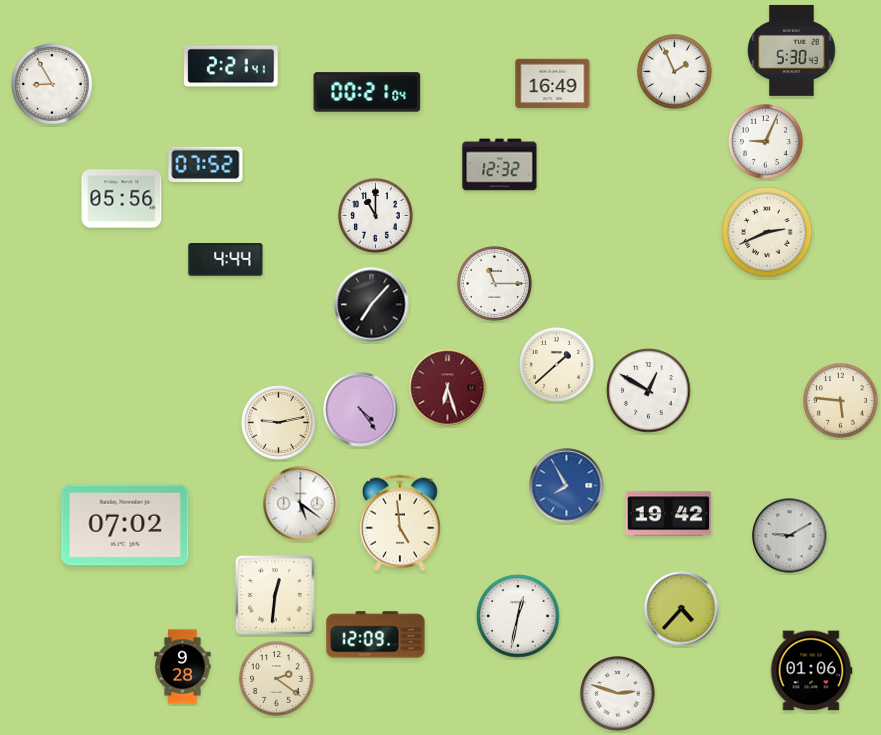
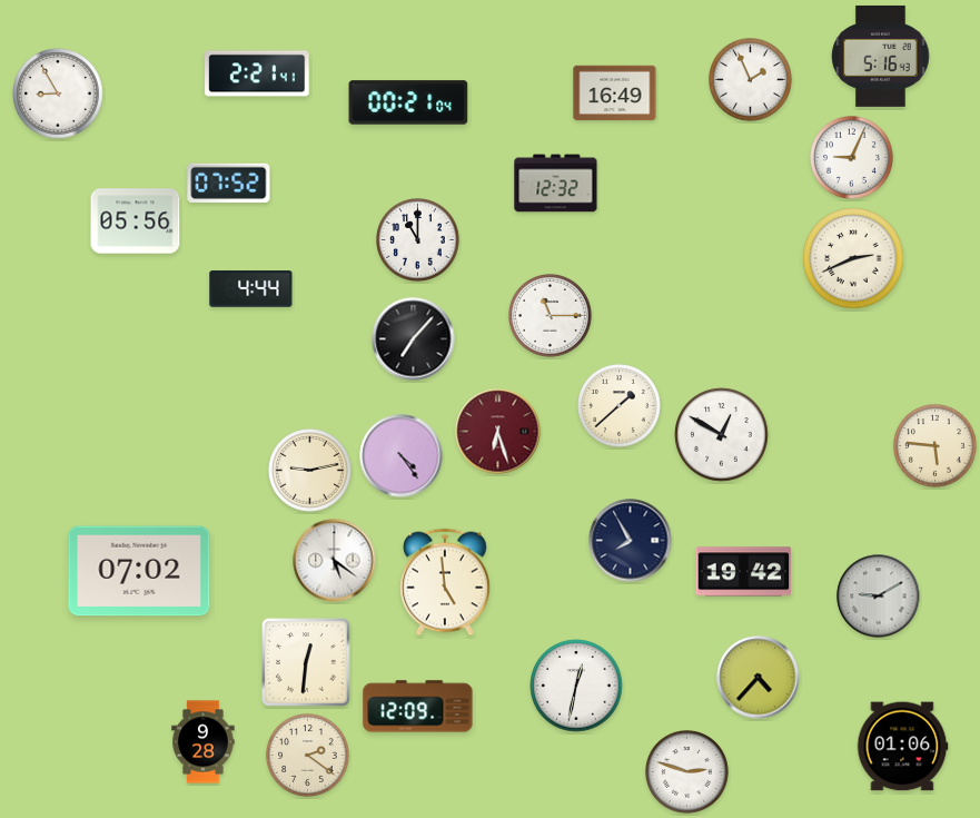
clock at (792, 50): 5:30 -> 5:16
clock at (567, 486) dial: blue -> navy
clock at (125, 525) position: (125, 525) -> (139, 571)
